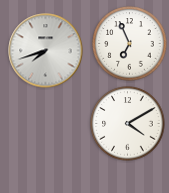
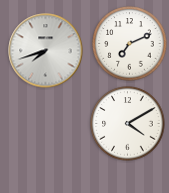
clock at (130, 44): 6:56 -> 7:11
